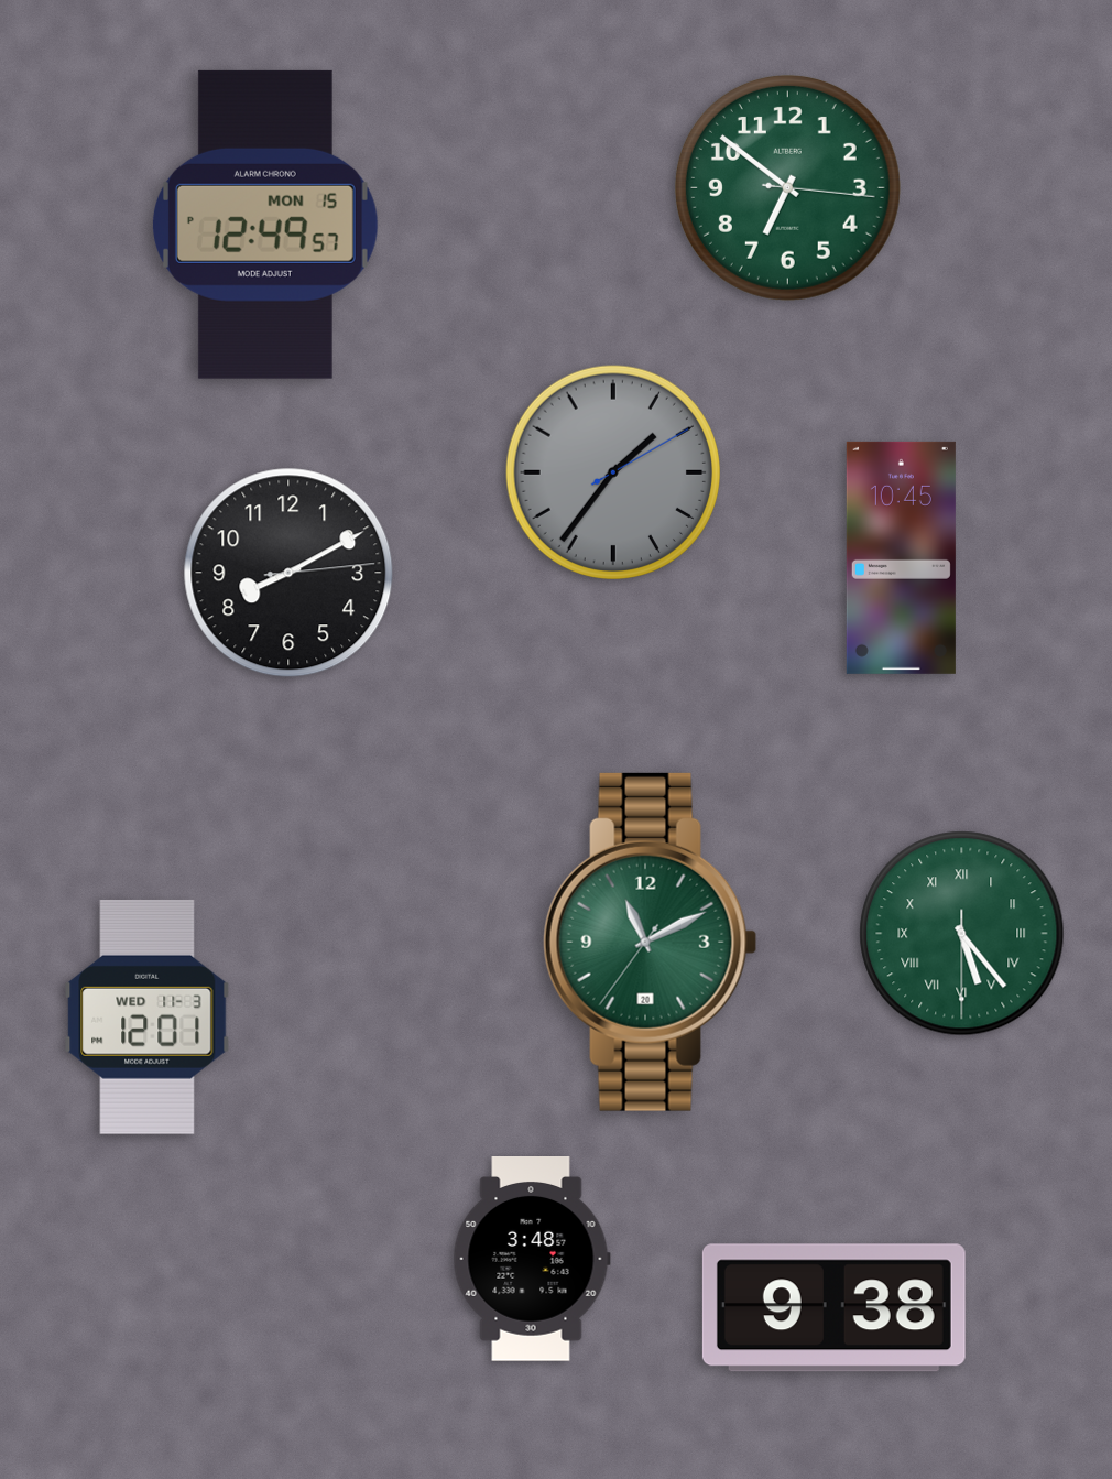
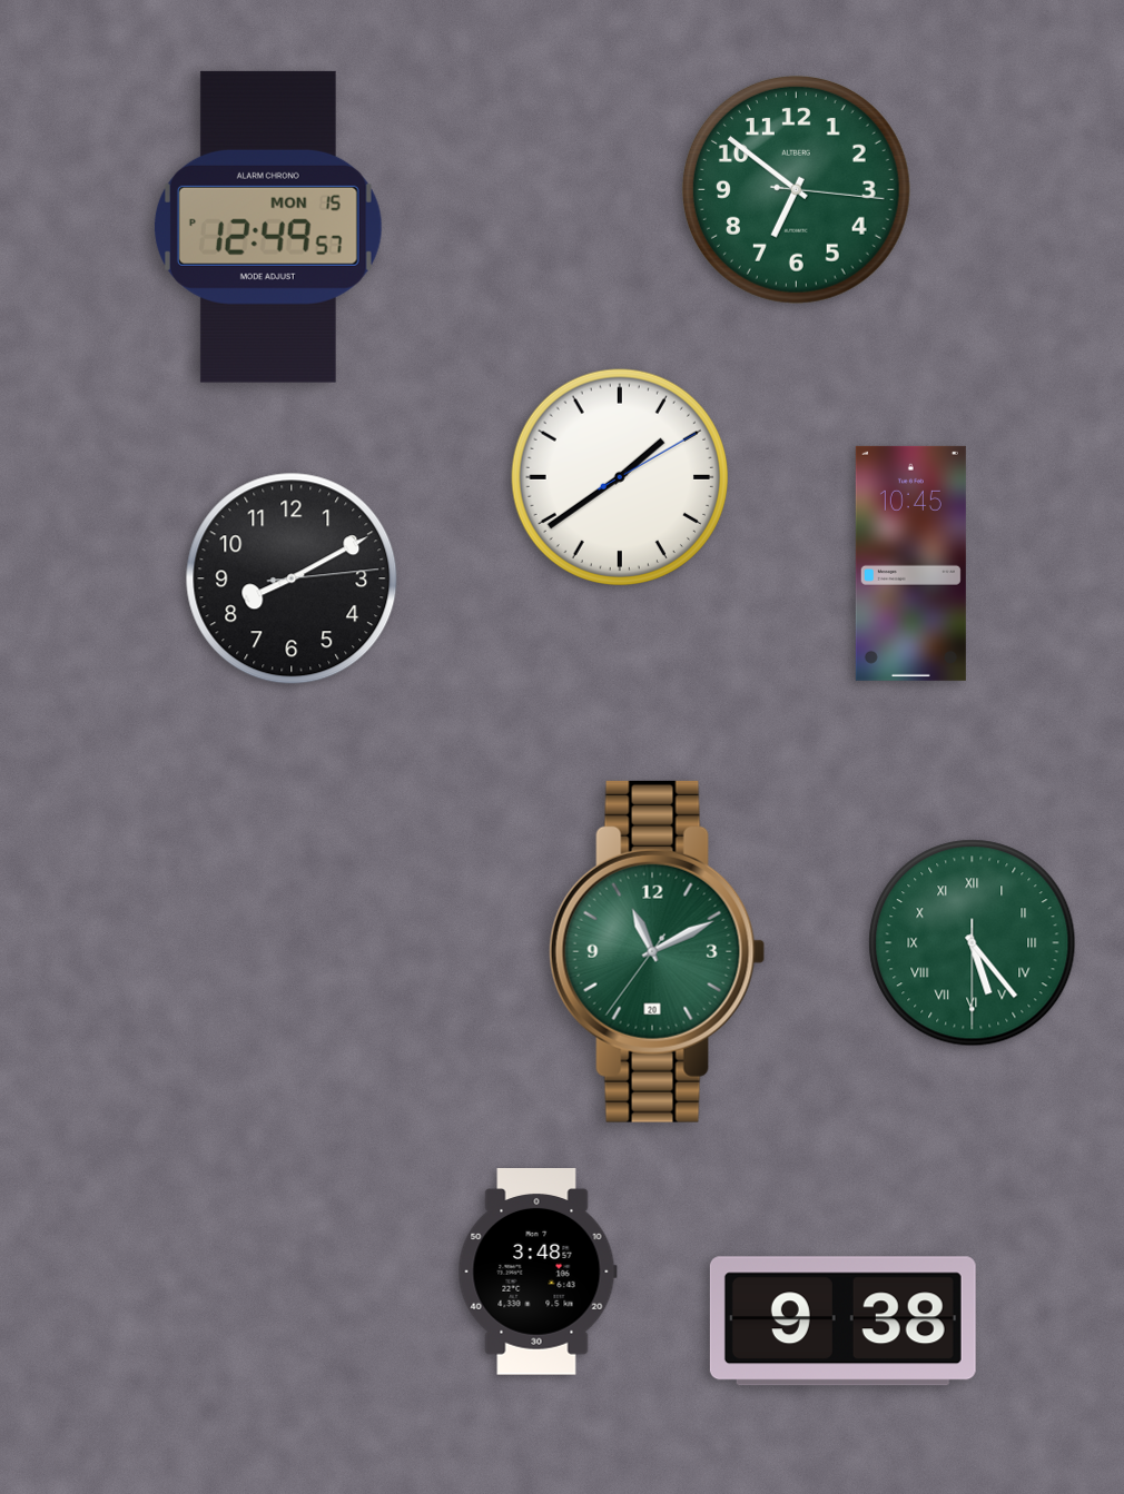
clock at (612, 471): 1:36 -> 1:39
clock at (612, 471) dial: grey -> white
clock at (148, 1016): 12:01 -> none
